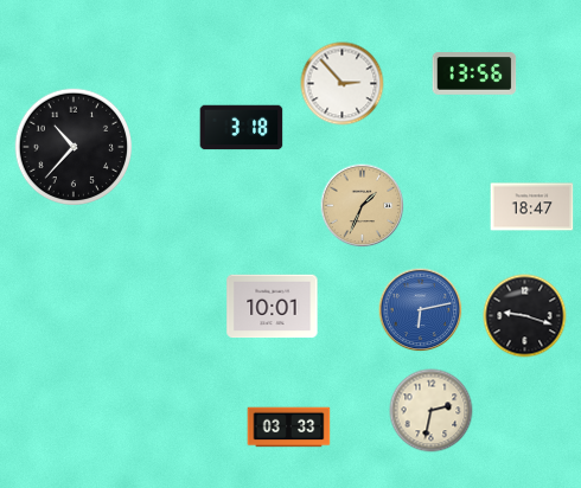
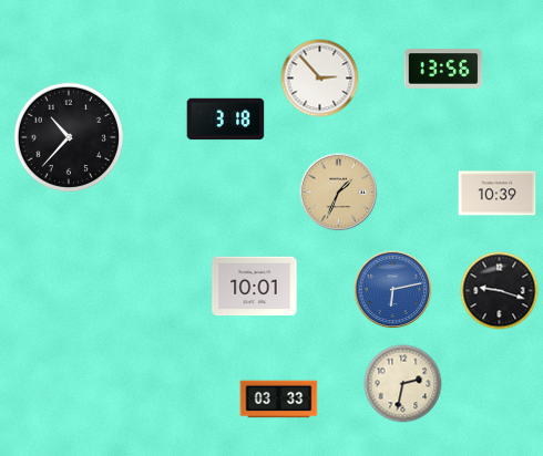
clock at (532, 207): 18:47 -> 10:39
clock at (525, 316) position: (525, 316) -> (500, 291)
clock at (289, 428) position: (289, 428) -> (279, 400)
